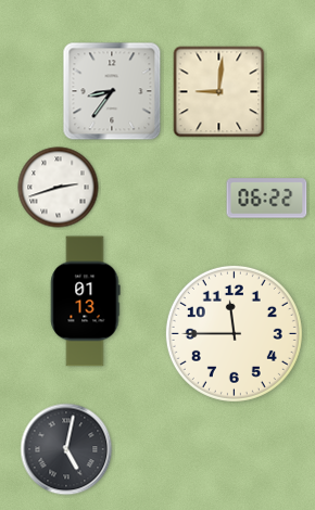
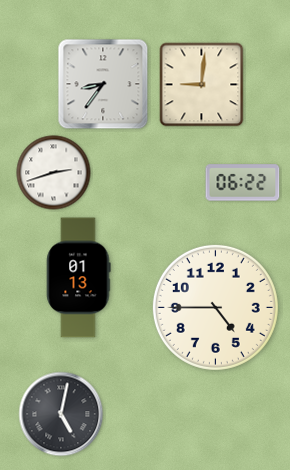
clock at (267, 199) position: (267, 199) -> (243, 183)
clock at (234, 333): 11:45 -> 4:45
